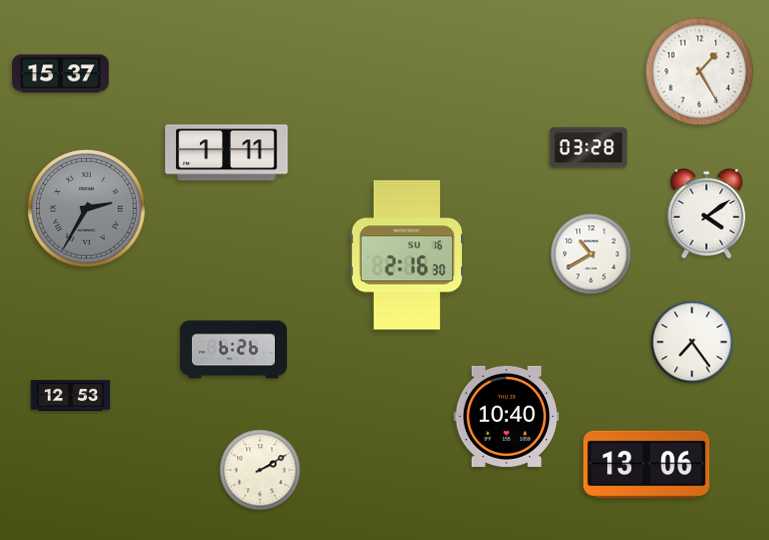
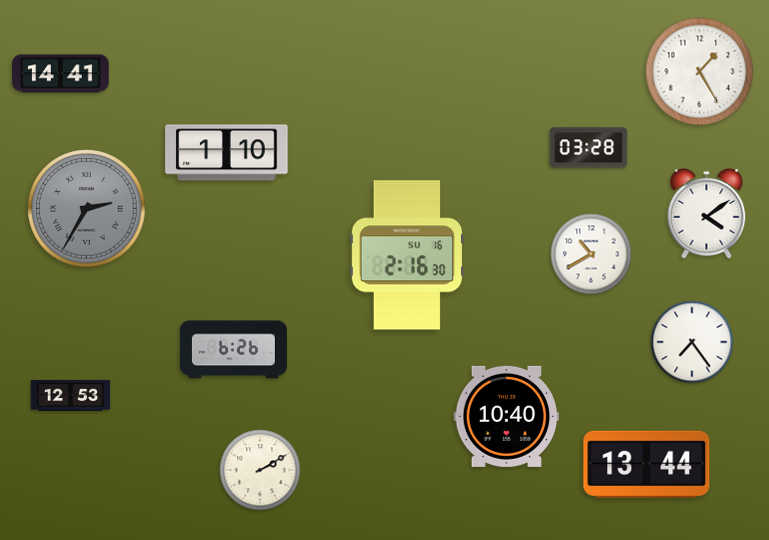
clock at (61, 74): 15:37 -> 14:41
clock at (227, 153): 1:11 -> 1:10
clock at (647, 464): 13:06 -> 13:44
